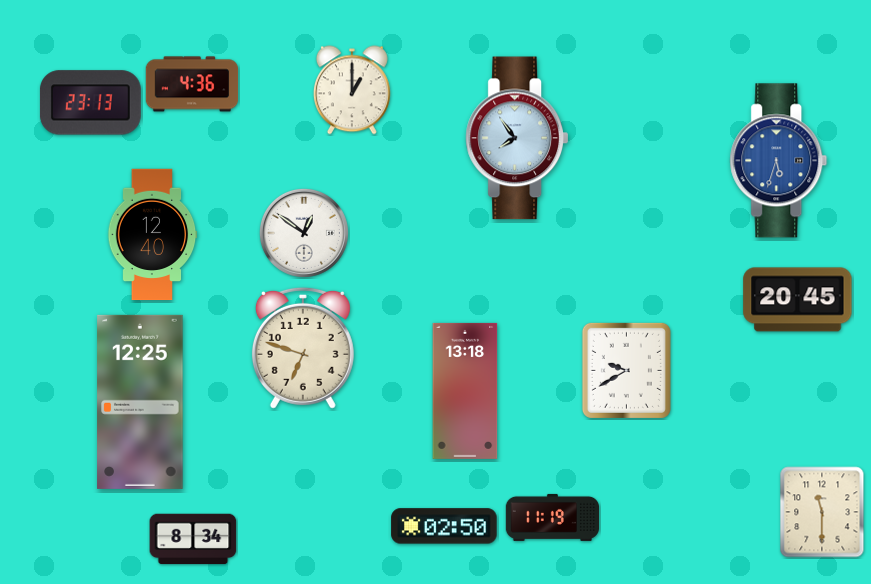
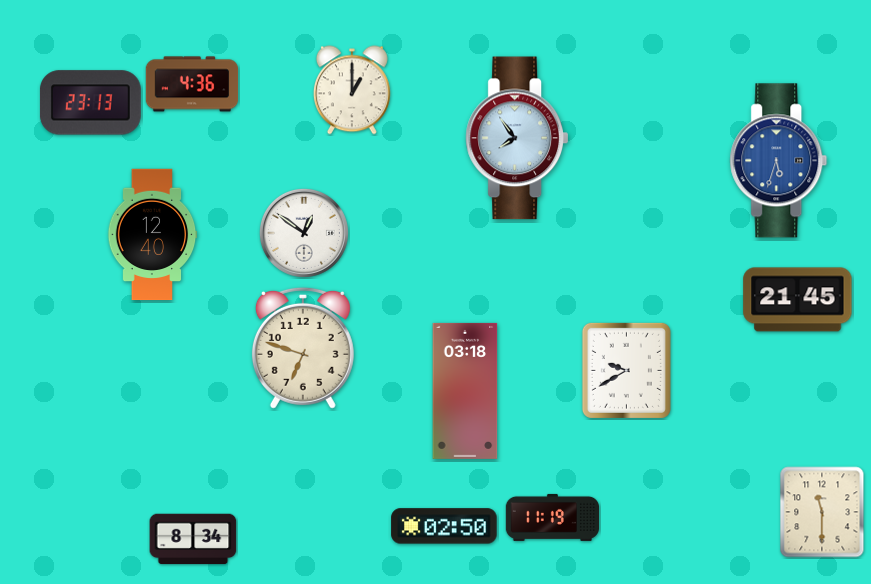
clock at (798, 300): 20:45 -> 21:45
clock at (465, 391): 13:18 -> 03:18
clock at (140, 402): 12:25 -> none
